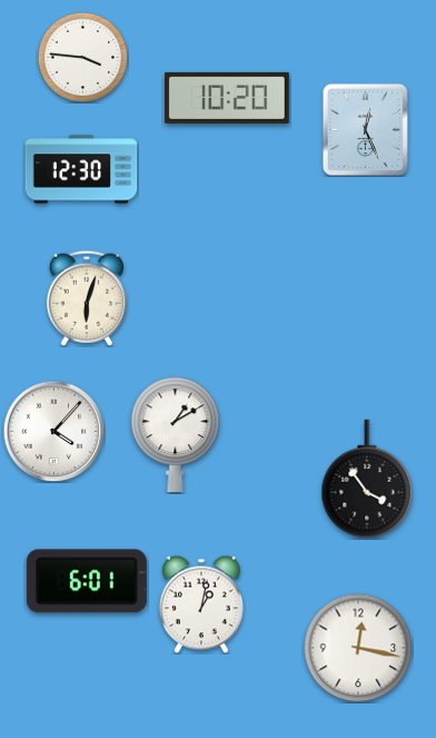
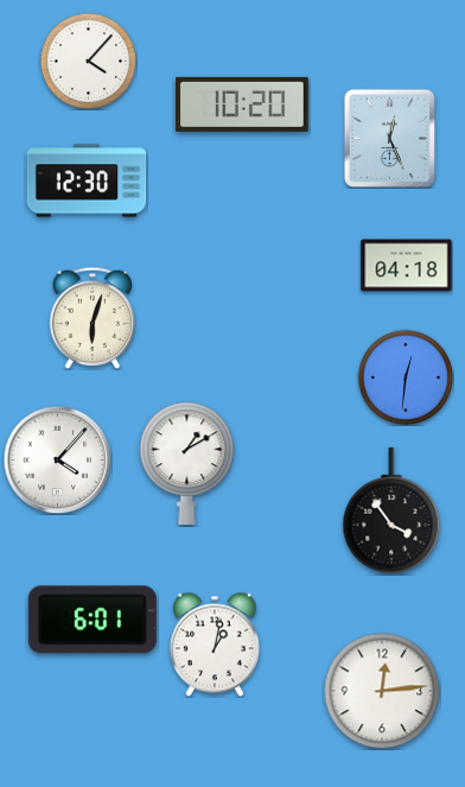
clock at (82, 57): 3:46 -> 4:07
clock at (407, 266): none -> 04:18
clock at (406, 377): none -> 12:31
clock at (358, 648): 12:17 -> 12:14
